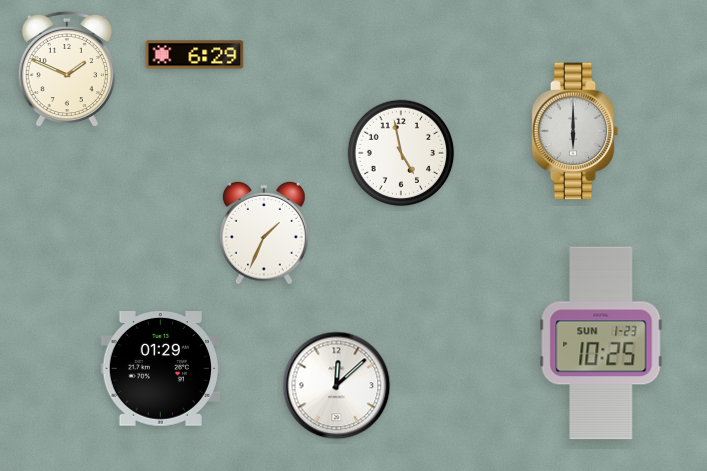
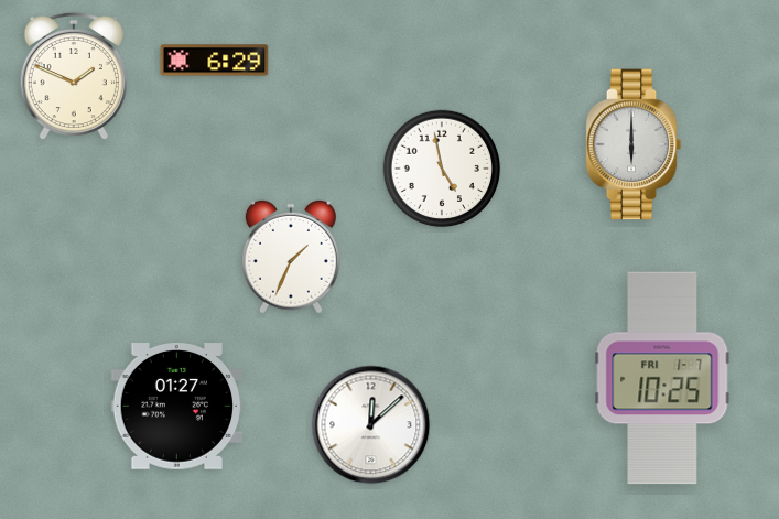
clock at (601, 343) date: SUN 1-23 -> FRI 1-7
clock at (161, 369): 01:29 -> 01:27
